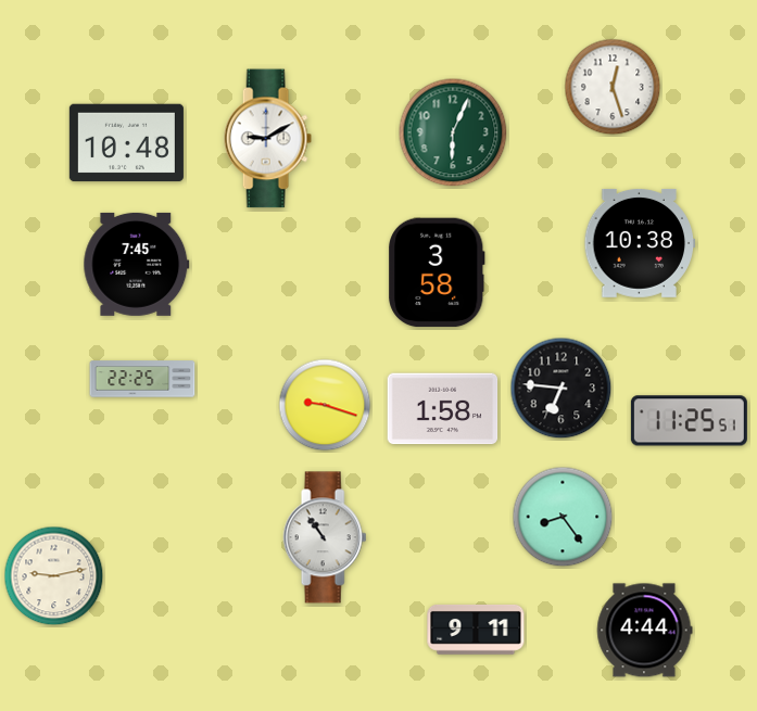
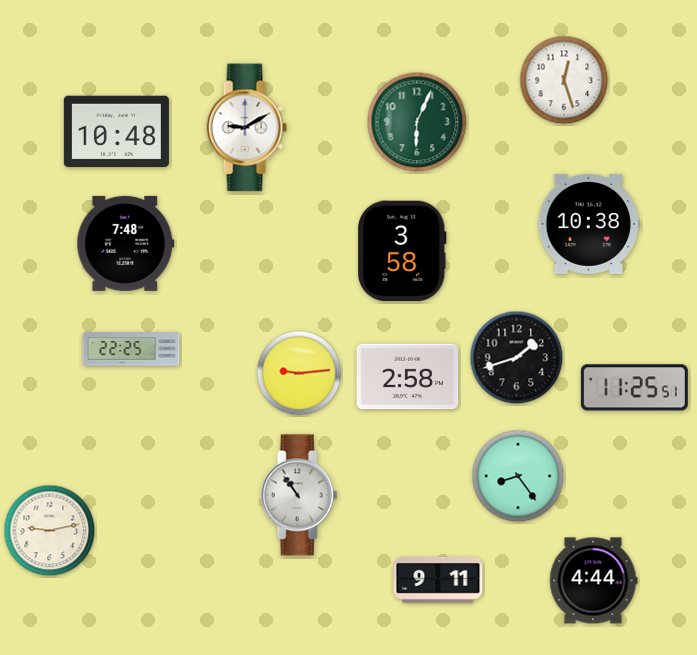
clock at (137, 264): 7:45 -> 7:48
clock at (562, 389): 6:46 -> 1:42
clock at (325, 405): 9:18 -> 9:14
clock at (443, 409): 1:58 -> 2:58
